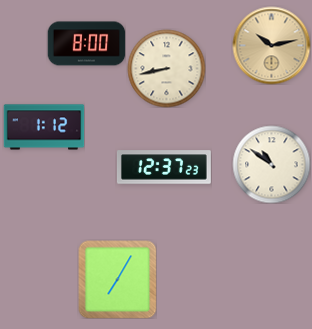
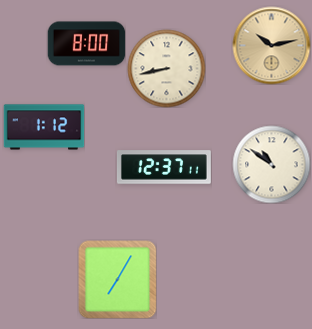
clock at (164, 167): 12:37:23 -> 12:37:11
